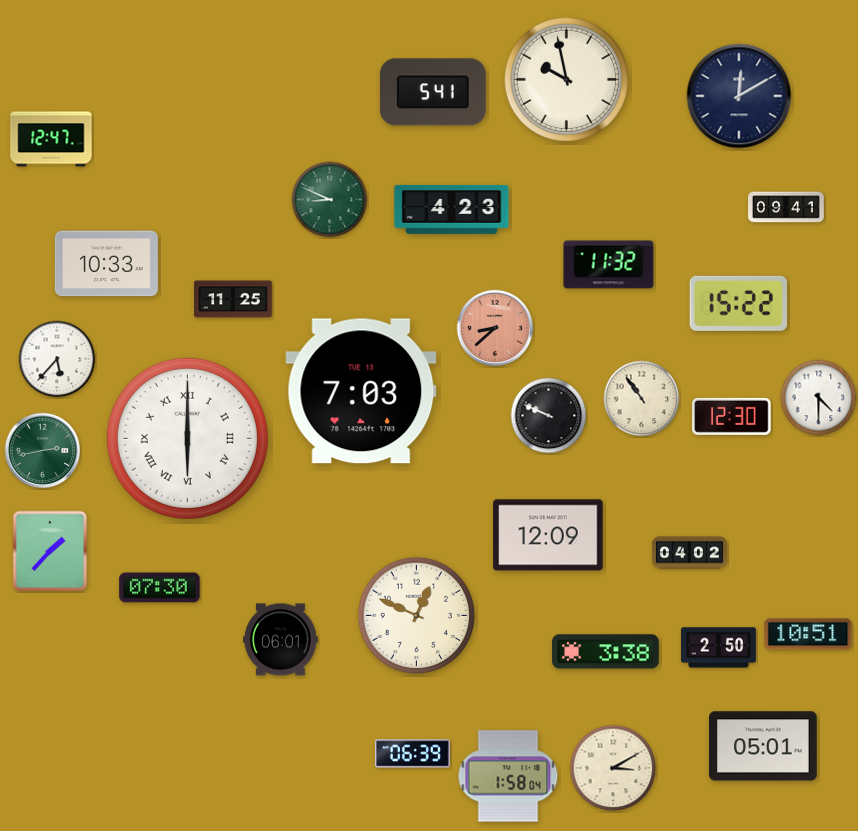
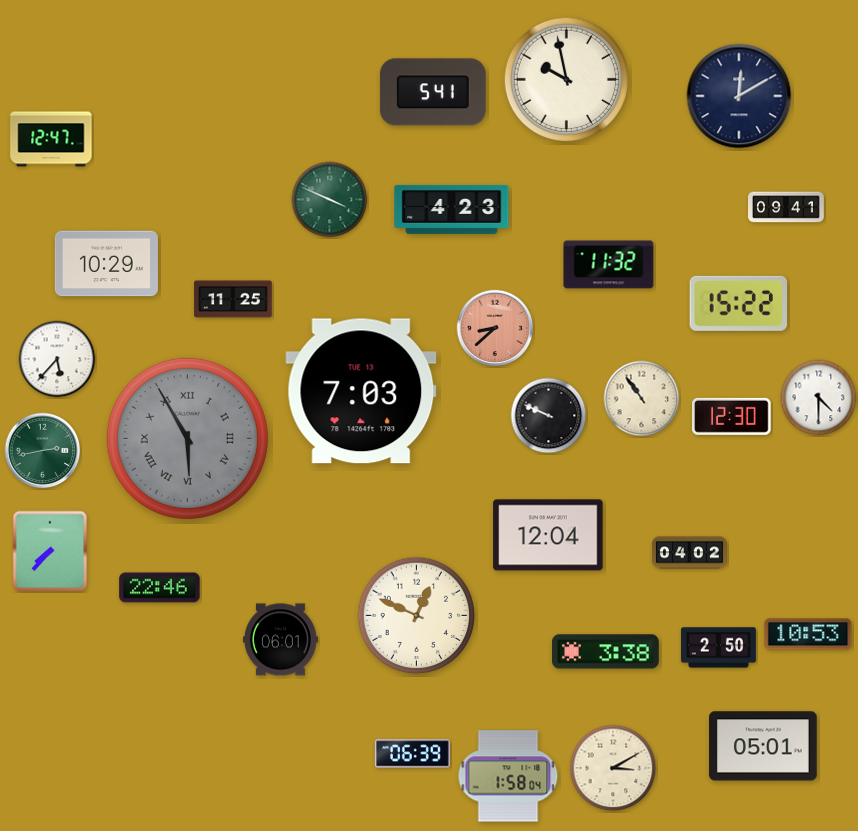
clock at (330, 200): 8:49 -> 3:49
clock at (106, 264): 10:33 -> 10:29
clock at (187, 438): 6:00 -> 5:55
clock at (187, 438) dial: white -> grey
clock at (548, 535): 12:09 -> 12:04
clock at (50, 551): 1:37 -> 7:37
clock at (160, 588): 07:30 -> 22:46
clock at (808, 634): 10:51 -> 10:53
